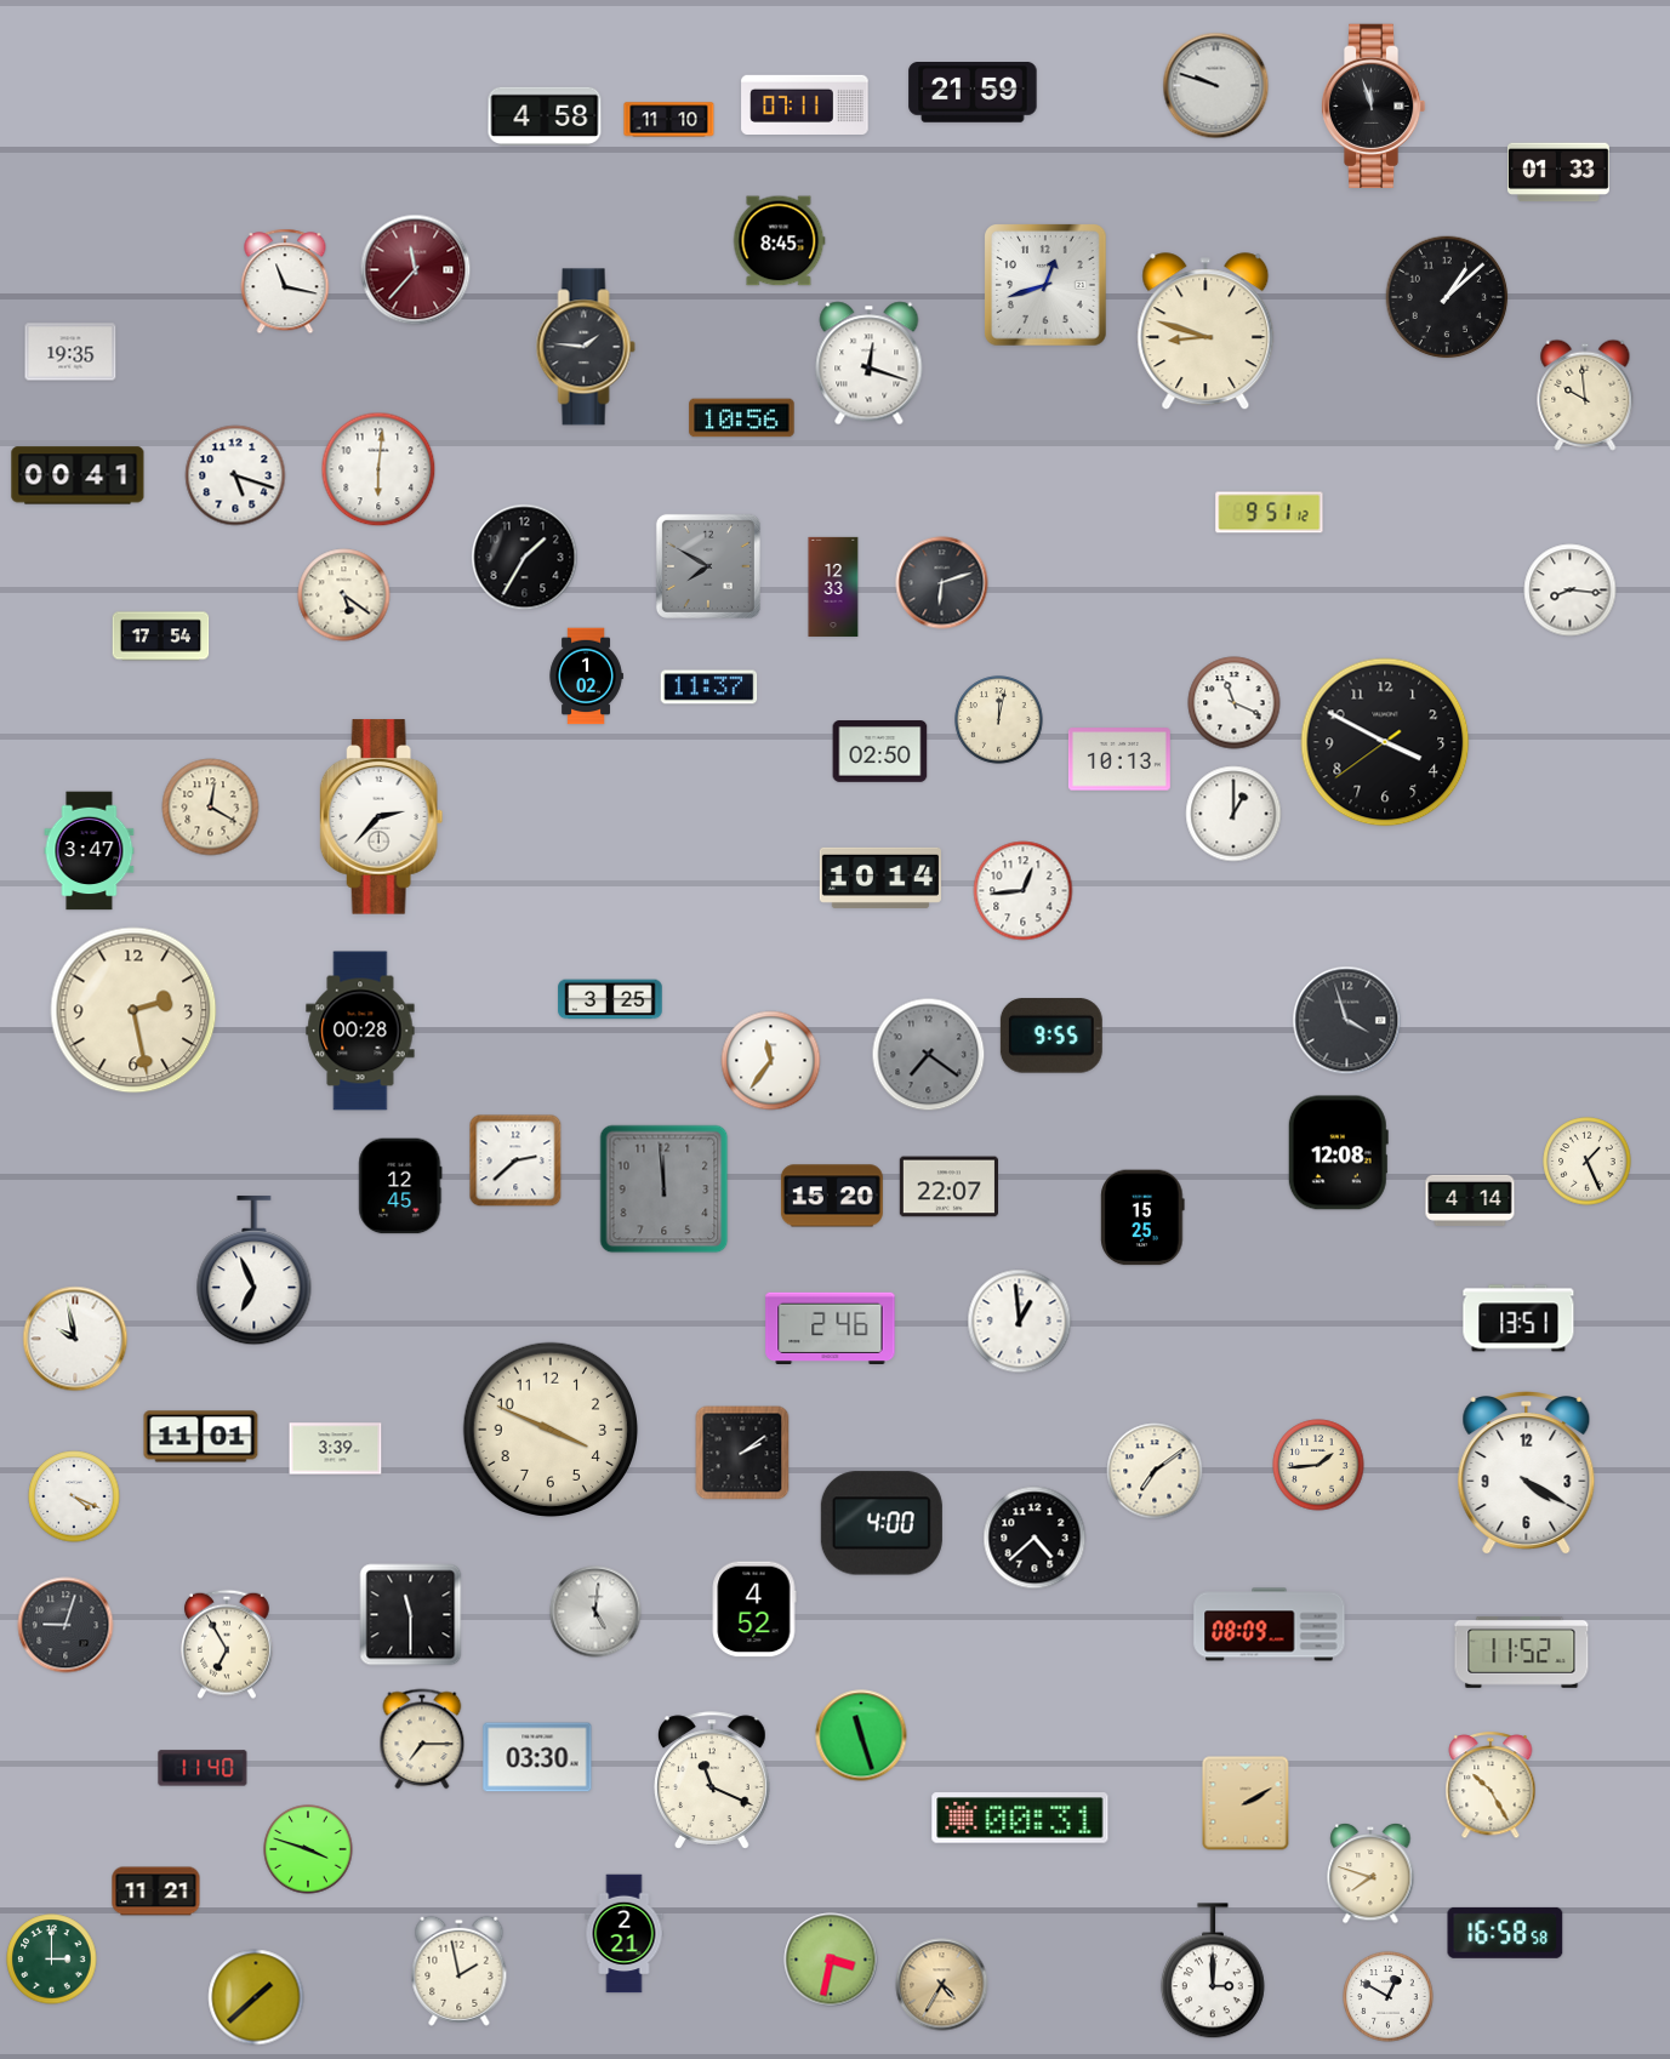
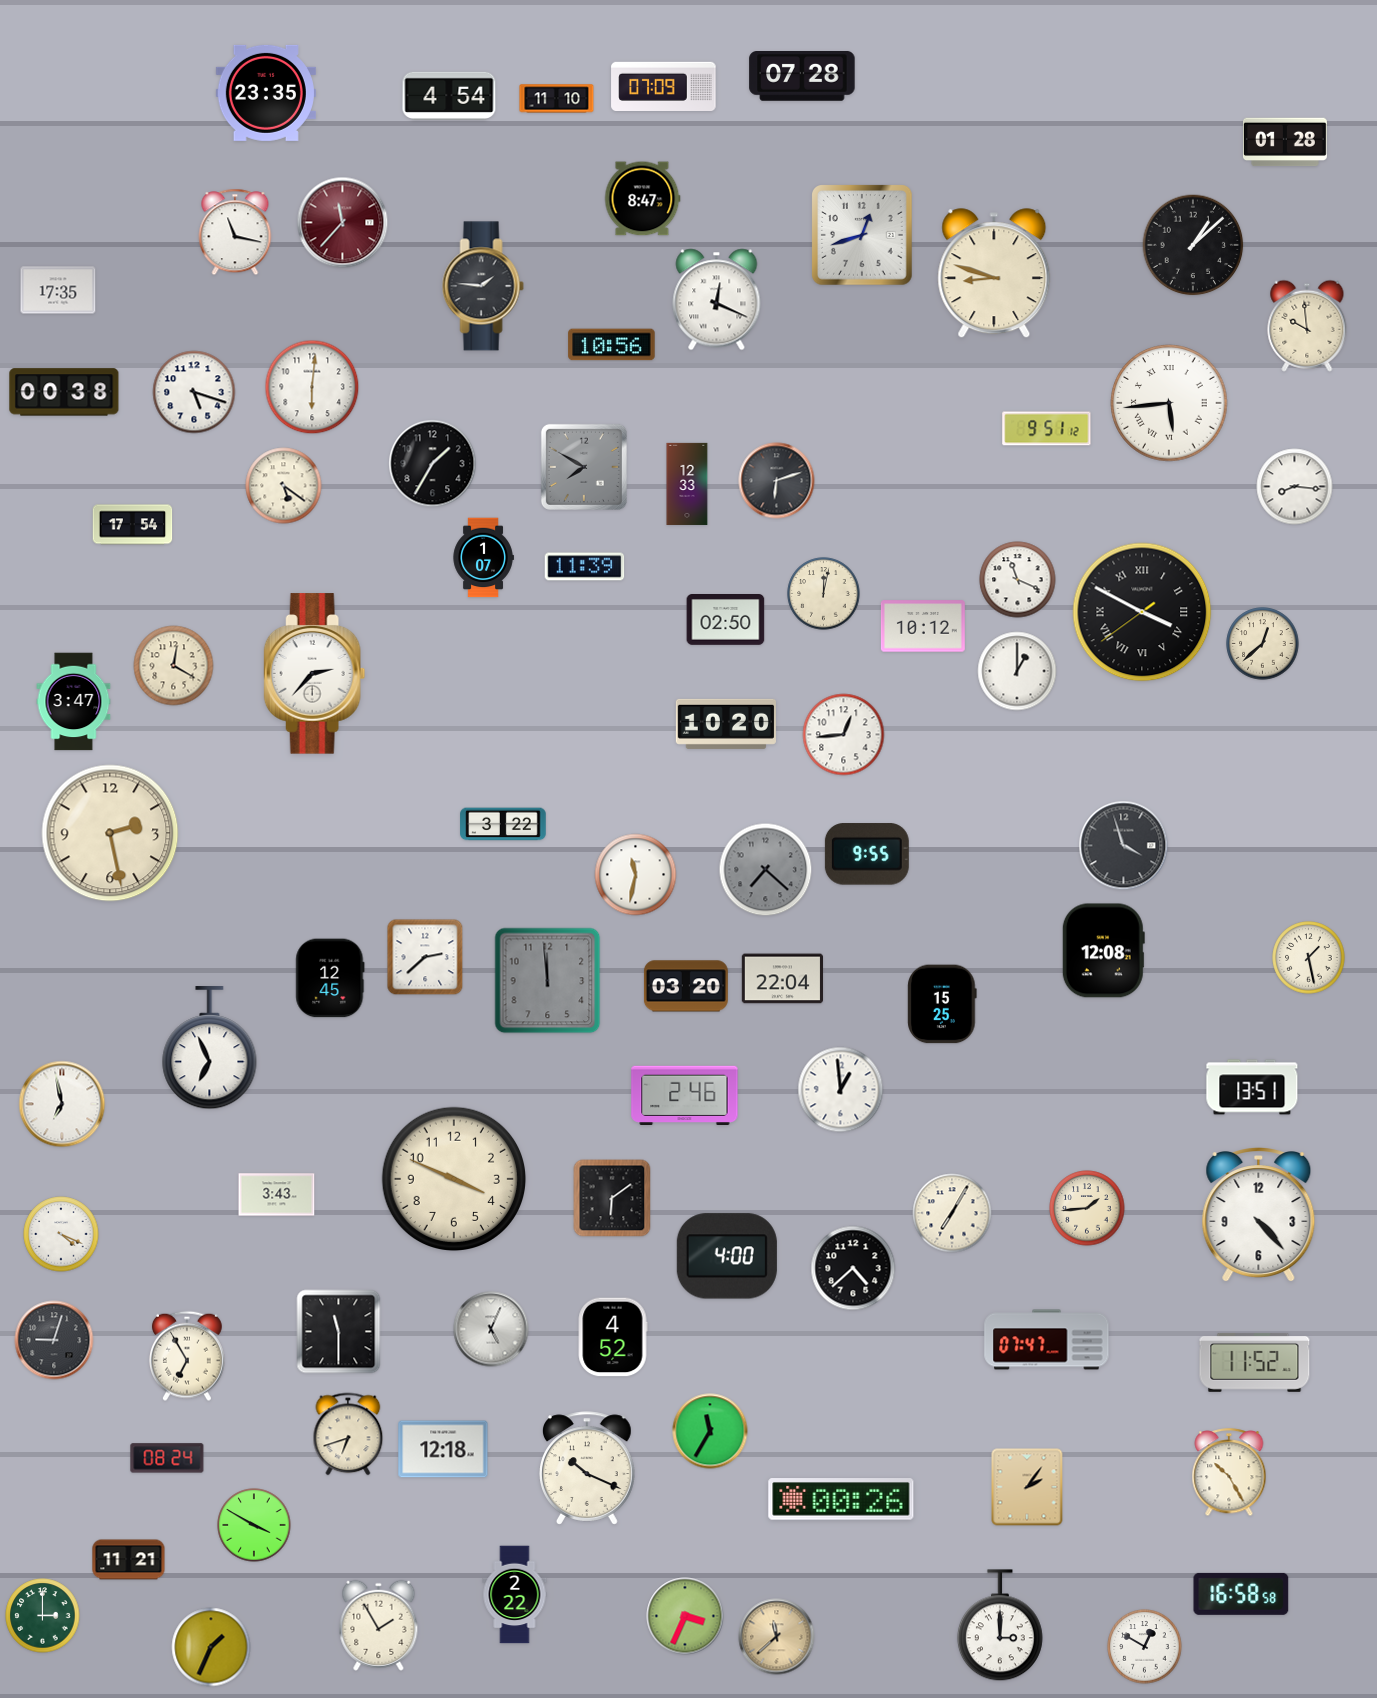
clock at (1216, 86): 9:48 -> none
clock at (973, 93): 21:59 -> 07:28
clock at (805, 104): 07:11 -> 07:09
clock at (1373, 107): 11:57 -> none
clock at (266, 93): none -> 23:35
clock at (545, 116): 4:58 -> 4:54
clock at (669, 120) position: (669, 120) -> (557, 99)
clock at (1558, 172): 01:33 -> 01:28
clock at (779, 241): 8:45 -> 8:47
clock at (70, 352): 19:35 -> 17:35
clock at (870, 364): 12:18 -> 12:19
clock at (78, 475): 00:41 -> 00:38
clock at (1169, 403): none -> 5:44
clock at (1270, 513) position: (1270, 513) -> (1047, 429)
clock at (525, 558) position: (525, 558) -> (433, 464)
clock at (344, 595) position: (344, 595) -> (284, 486)
clock at (586, 677): 1:02 -> 1:07
clock at (709, 688): 11:37 -> 11:39
clock at (1385, 742) numerals: Arabic -> Roman
clock at (1119, 759): 10:13 -> 10:12
clock at (1263, 644): none -> 12:38
clock at (880, 878): 10:14 -> 10:20
clock at (610, 999): 3:25 -> 3:22
clock at (1347, 1021) position: (1347, 1021) -> (1124, 846)
clock at (360, 1031): 00:28 -> none
clock at (929, 1055): 7:21 -> 7:22
clock at (771, 1061): 11:36 -> 11:32
clock at (1588, 1162): 1:26 -> 1:28
clock at (948, 1187): 22:07 -> 22:04
clock at (832, 1196): 15:20 -> 03:20
clock at (1470, 1200): 4:14 -> none
clock at (75, 1339): 9:58 -> 6:58
clock at (201, 1437): 11:01 -> none
clock at (336, 1449): 3:39 -> 3:43
clock at (742, 1453): 2:09 -> 6:09
clock at (1155, 1471): 7:09 -> 7:05
clock at (1527, 1475): 4:20 -> 4:23
clock at (754, 1609) position: (754, 1609) -> (613, 1337)
clock at (595, 1612): 5:01 -> 5:04
clock at (1270, 1625): 08:09 -> 07:47
clock at (861, 1735): 11:27 -> 11:35
clock at (422, 1739): 7:15 -> 6:42
clock at (537, 1757): 03:30 -> 12:18
clock at (203, 1768): 11:40 -> 08:24
clock at (713, 1780): 11:19 -> 10:19
clock at (1246, 1803): 2:10 -> 2:06
clock at (1020, 1818): 00:31 -> 00:26
clock at (308, 1849): 3:48 -> 3:50
clock at (1370, 1873): 7:48 -> none
clock at (625, 1934): 2:21 -> 2:22
clock at (831, 1960): 3:32 -> 3:34
clock at (460, 1970): 1:58 -> 1:55
clock at (942, 1985): 4:35 -> 11:38
clock at (256, 1997): 1:38 -> 1:34
